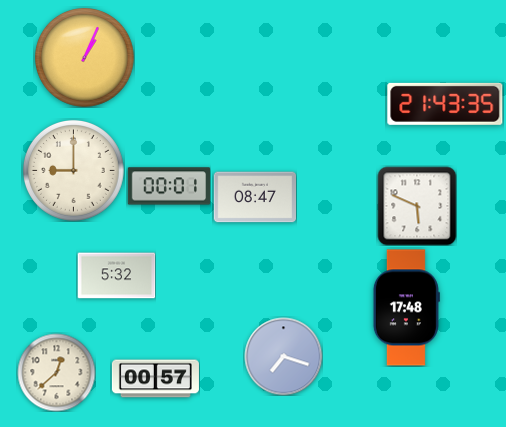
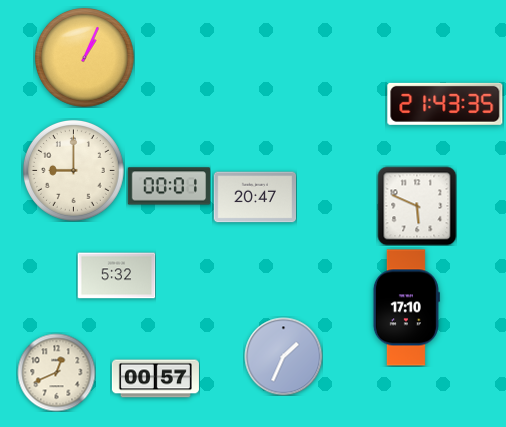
clock at (254, 197): 08:47 -> 20:47
clock at (406, 308): 17:48 -> 17:10
clock at (283, 356): 7:18 -> 1:34
clock at (56, 372): 12:38 -> 12:41
